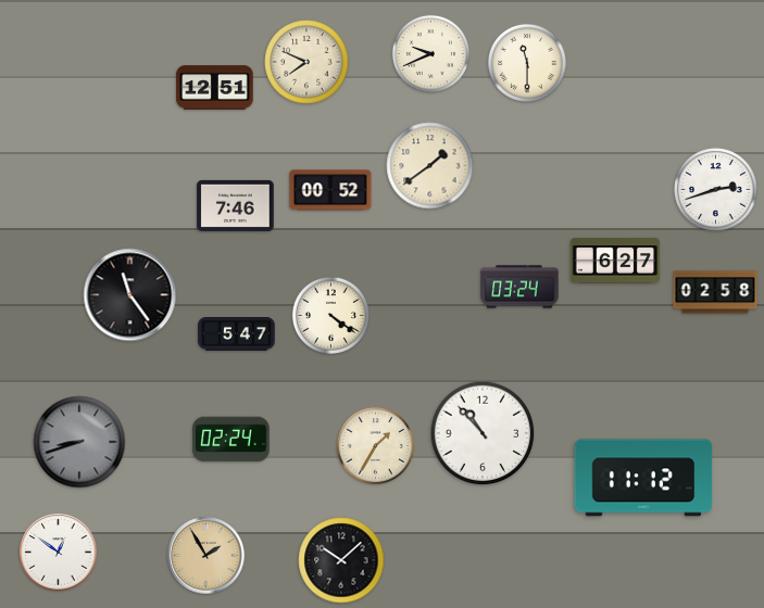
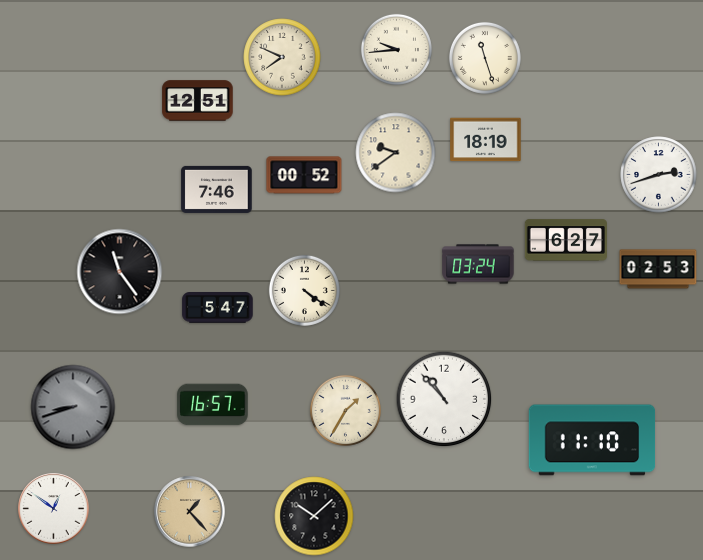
clock at (430, 53): 9:41 -> 9:44
clock at (527, 63): 11:30 -> 11:27
clock at (215, 88) position: (215, 88) -> (198, 101)
clock at (486, 140): none -> 18:19
clock at (430, 166): 1:39 -> 9:39
clock at (715, 292): 02:58 -> 02:53
clock at (231, 440): 02:24 -> 16:57
clock at (643, 478): 11:12 -> 11:10
clock at (206, 556): 1:55 -> 1:23
